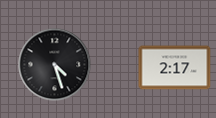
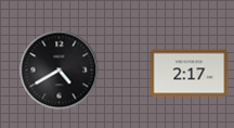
clock at (55, 65): 4:27 -> 4:40
